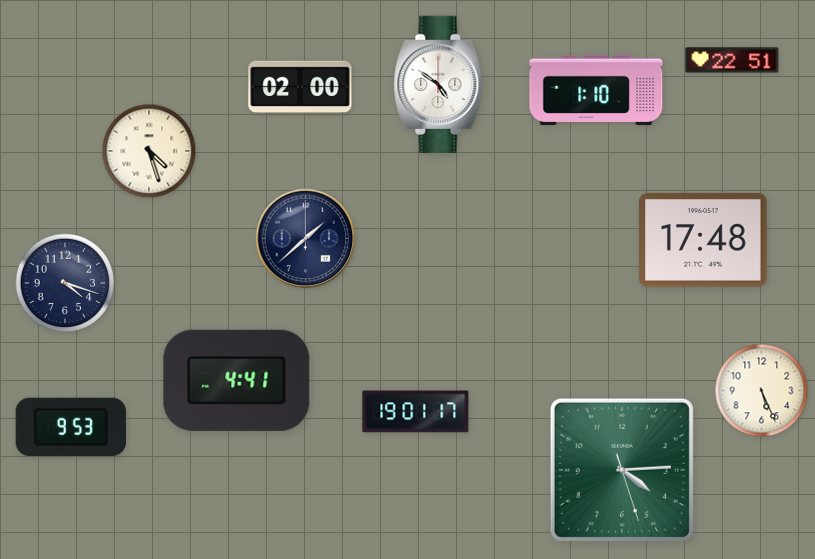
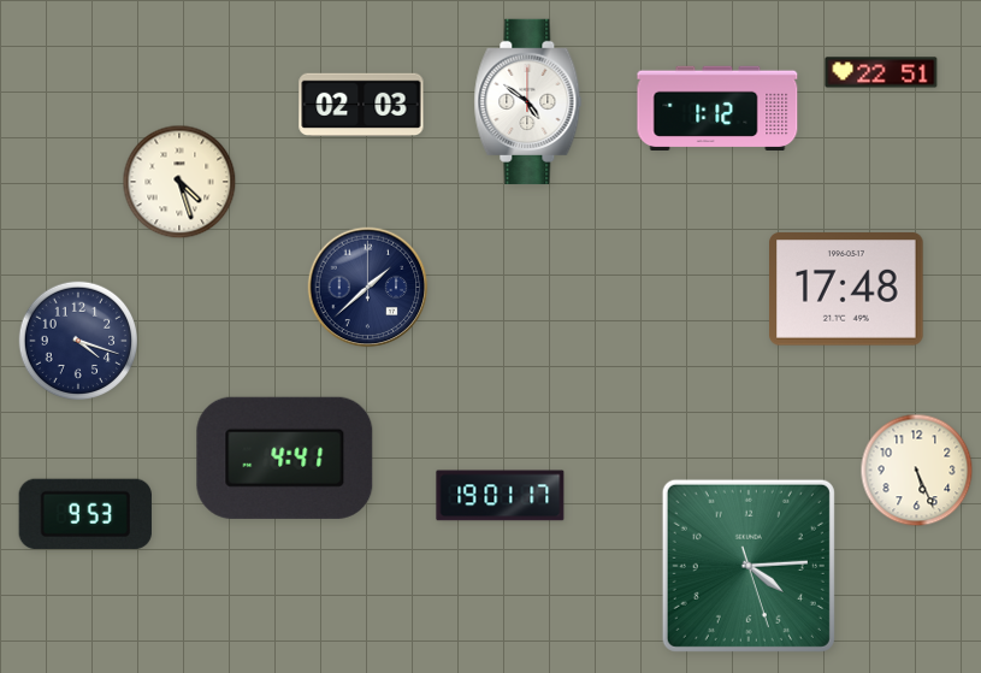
clock at (300, 87): 02:00 -> 02:03
clock at (596, 89): 1:10 -> 1:12
